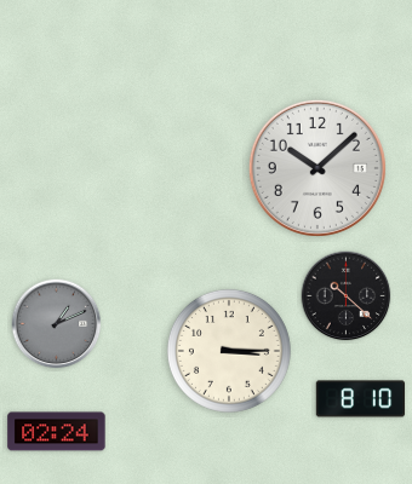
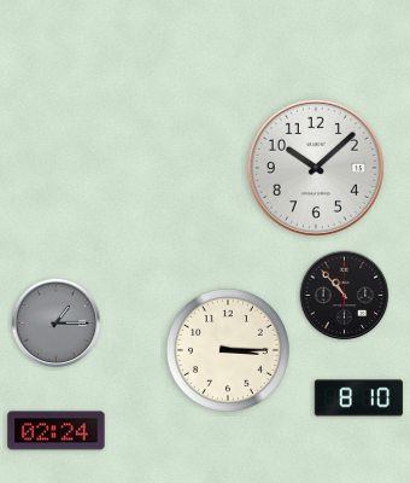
clock at (347, 296): 10:22 -> 10:53
clock at (57, 324): 1:11 -> 1:15
